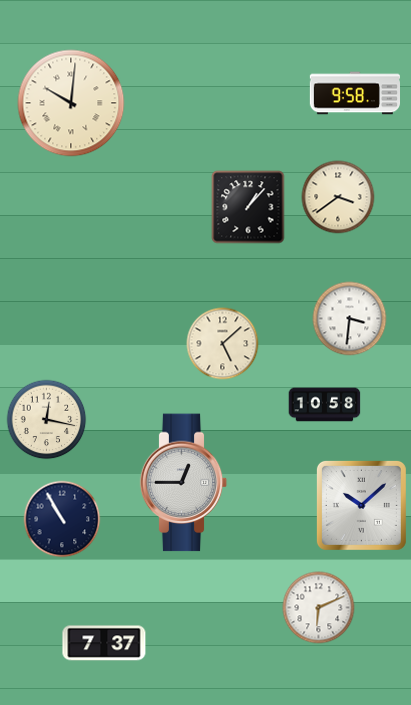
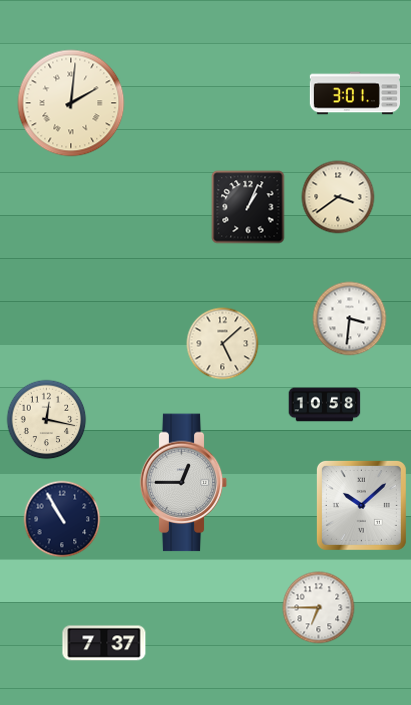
clock at (354, 93): 9:58 -> 3:01
clock at (71, 103): 10:01 -> 2:01
clock at (248, 207): 1:07 -> 1:04
clock at (319, 608): 6:11 -> 6:45
